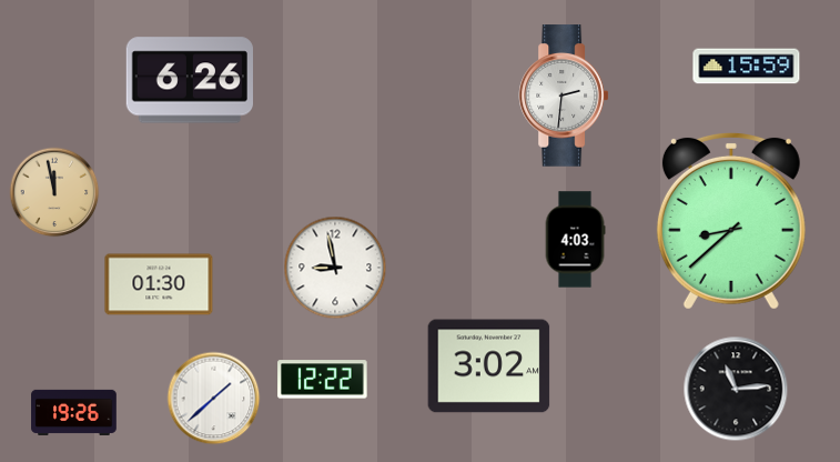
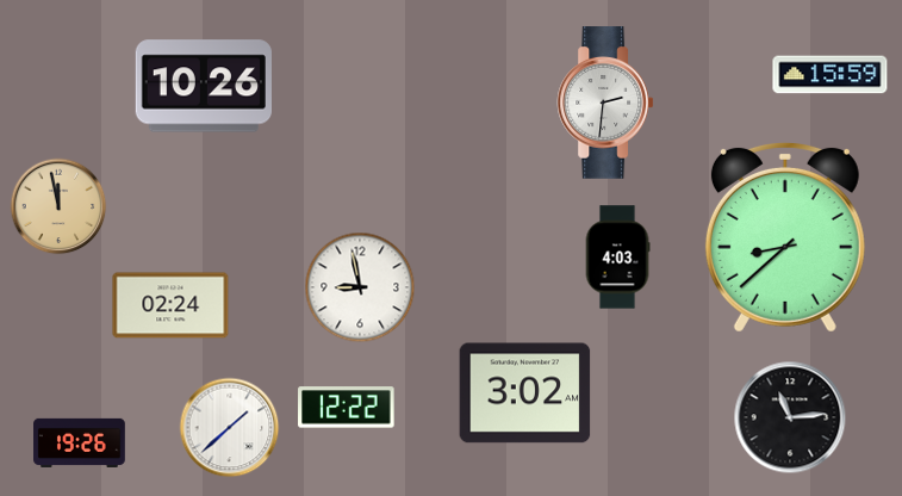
clock at (747, 67) position: (747, 67) -> (831, 75)
clock at (189, 80): 6:26 -> 10:26
clock at (159, 284): 01:30 -> 02:24
